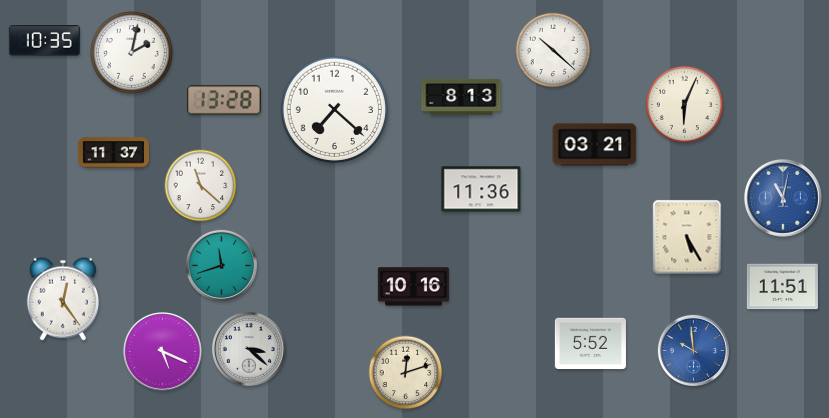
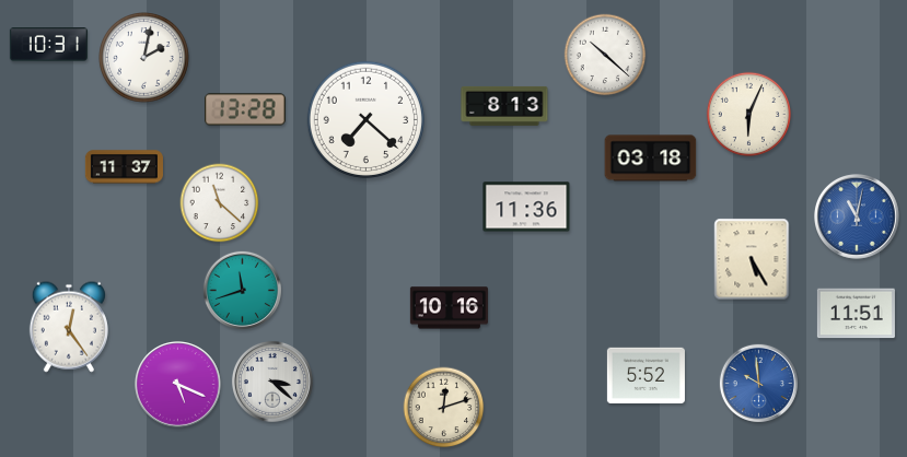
clock at (44, 41): 10:35 -> 10:31
clock at (595, 145): 03:21 -> 03:18
clock at (413, 287) position: (413, 287) -> (449, 308)
